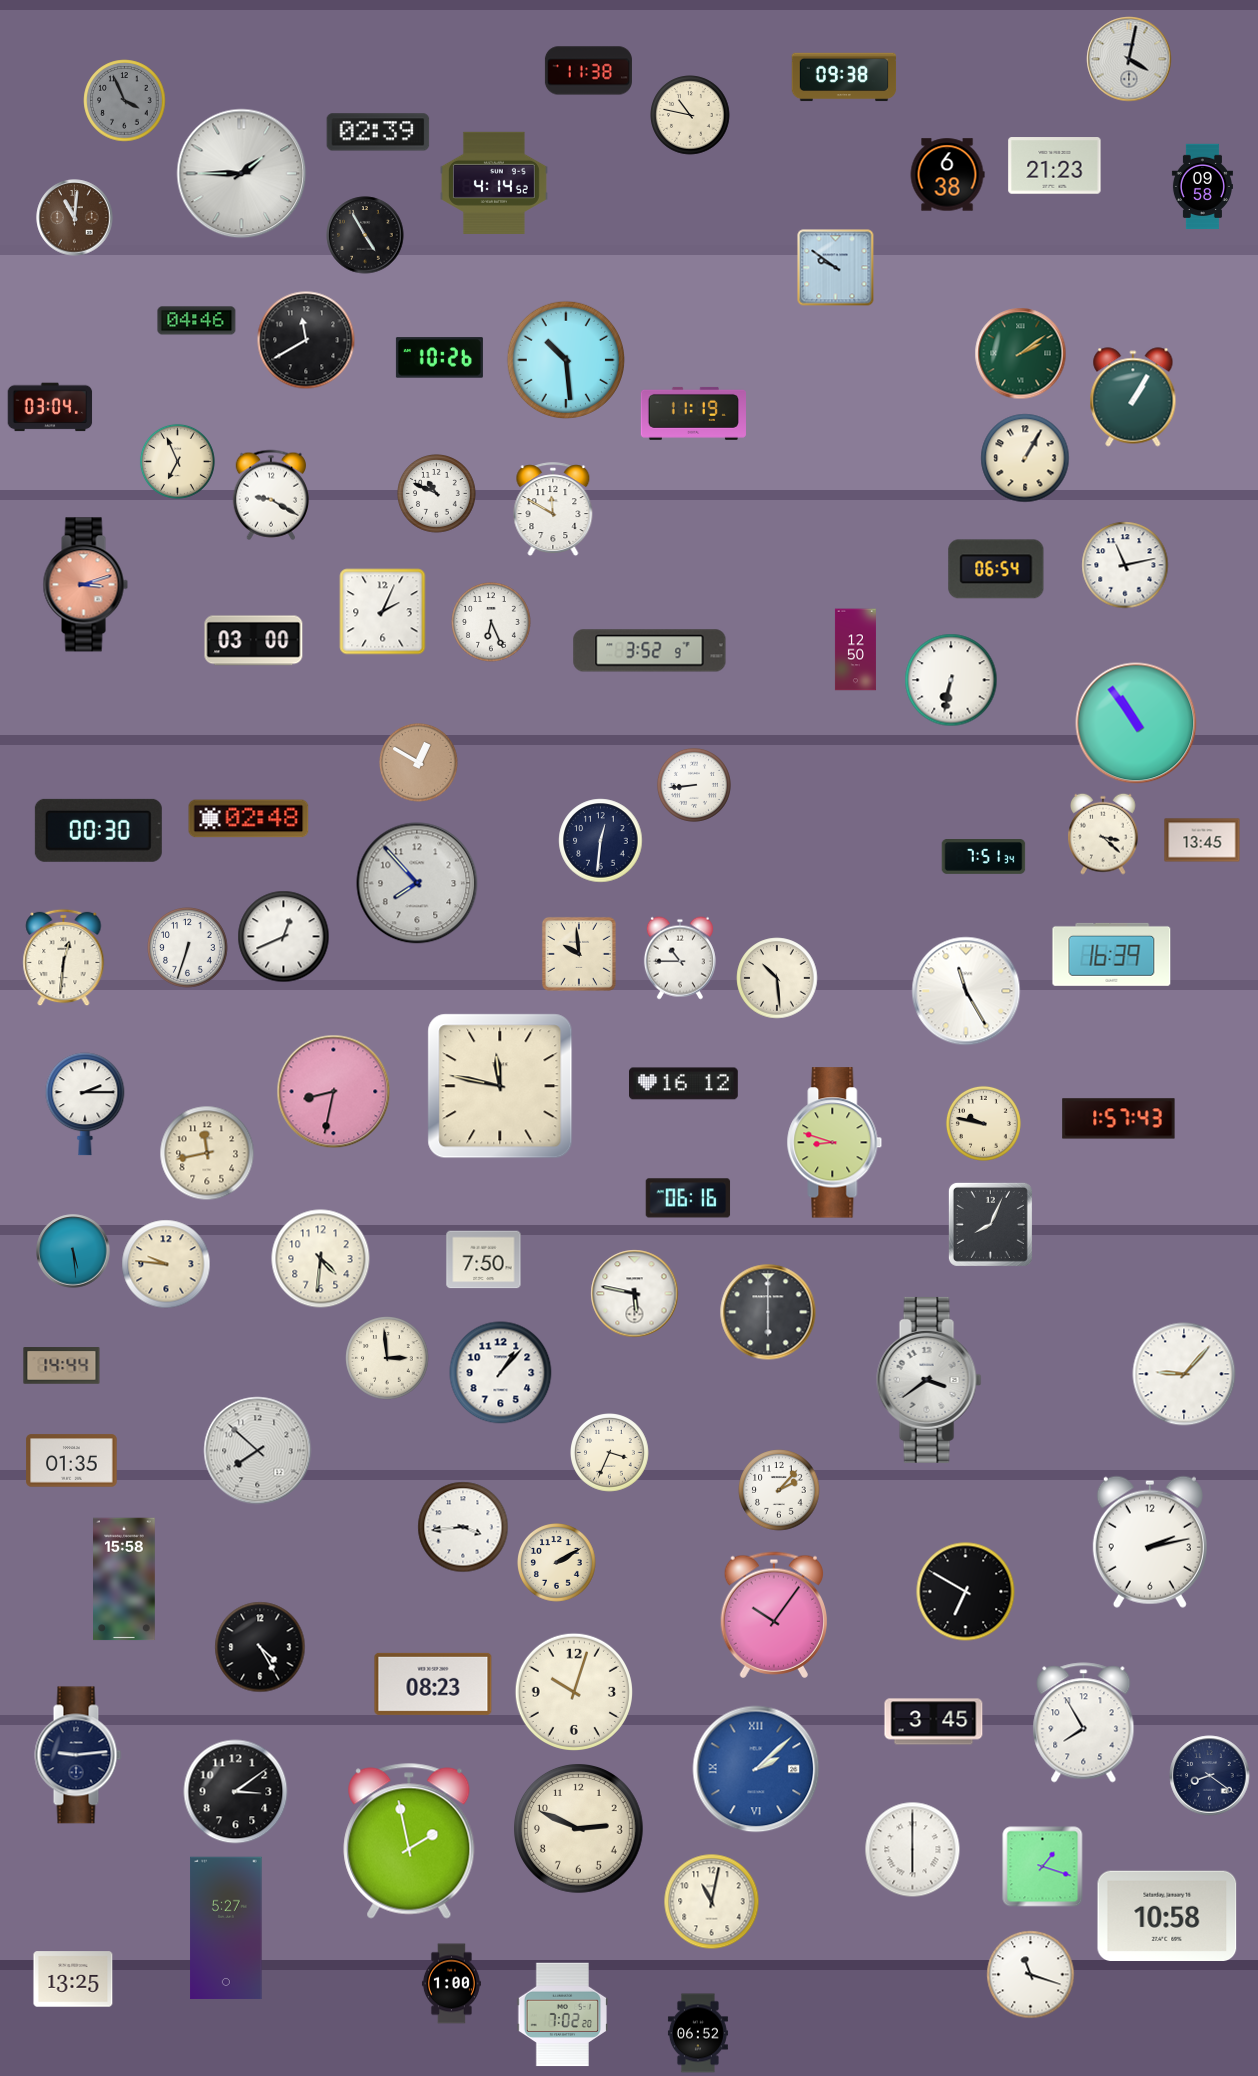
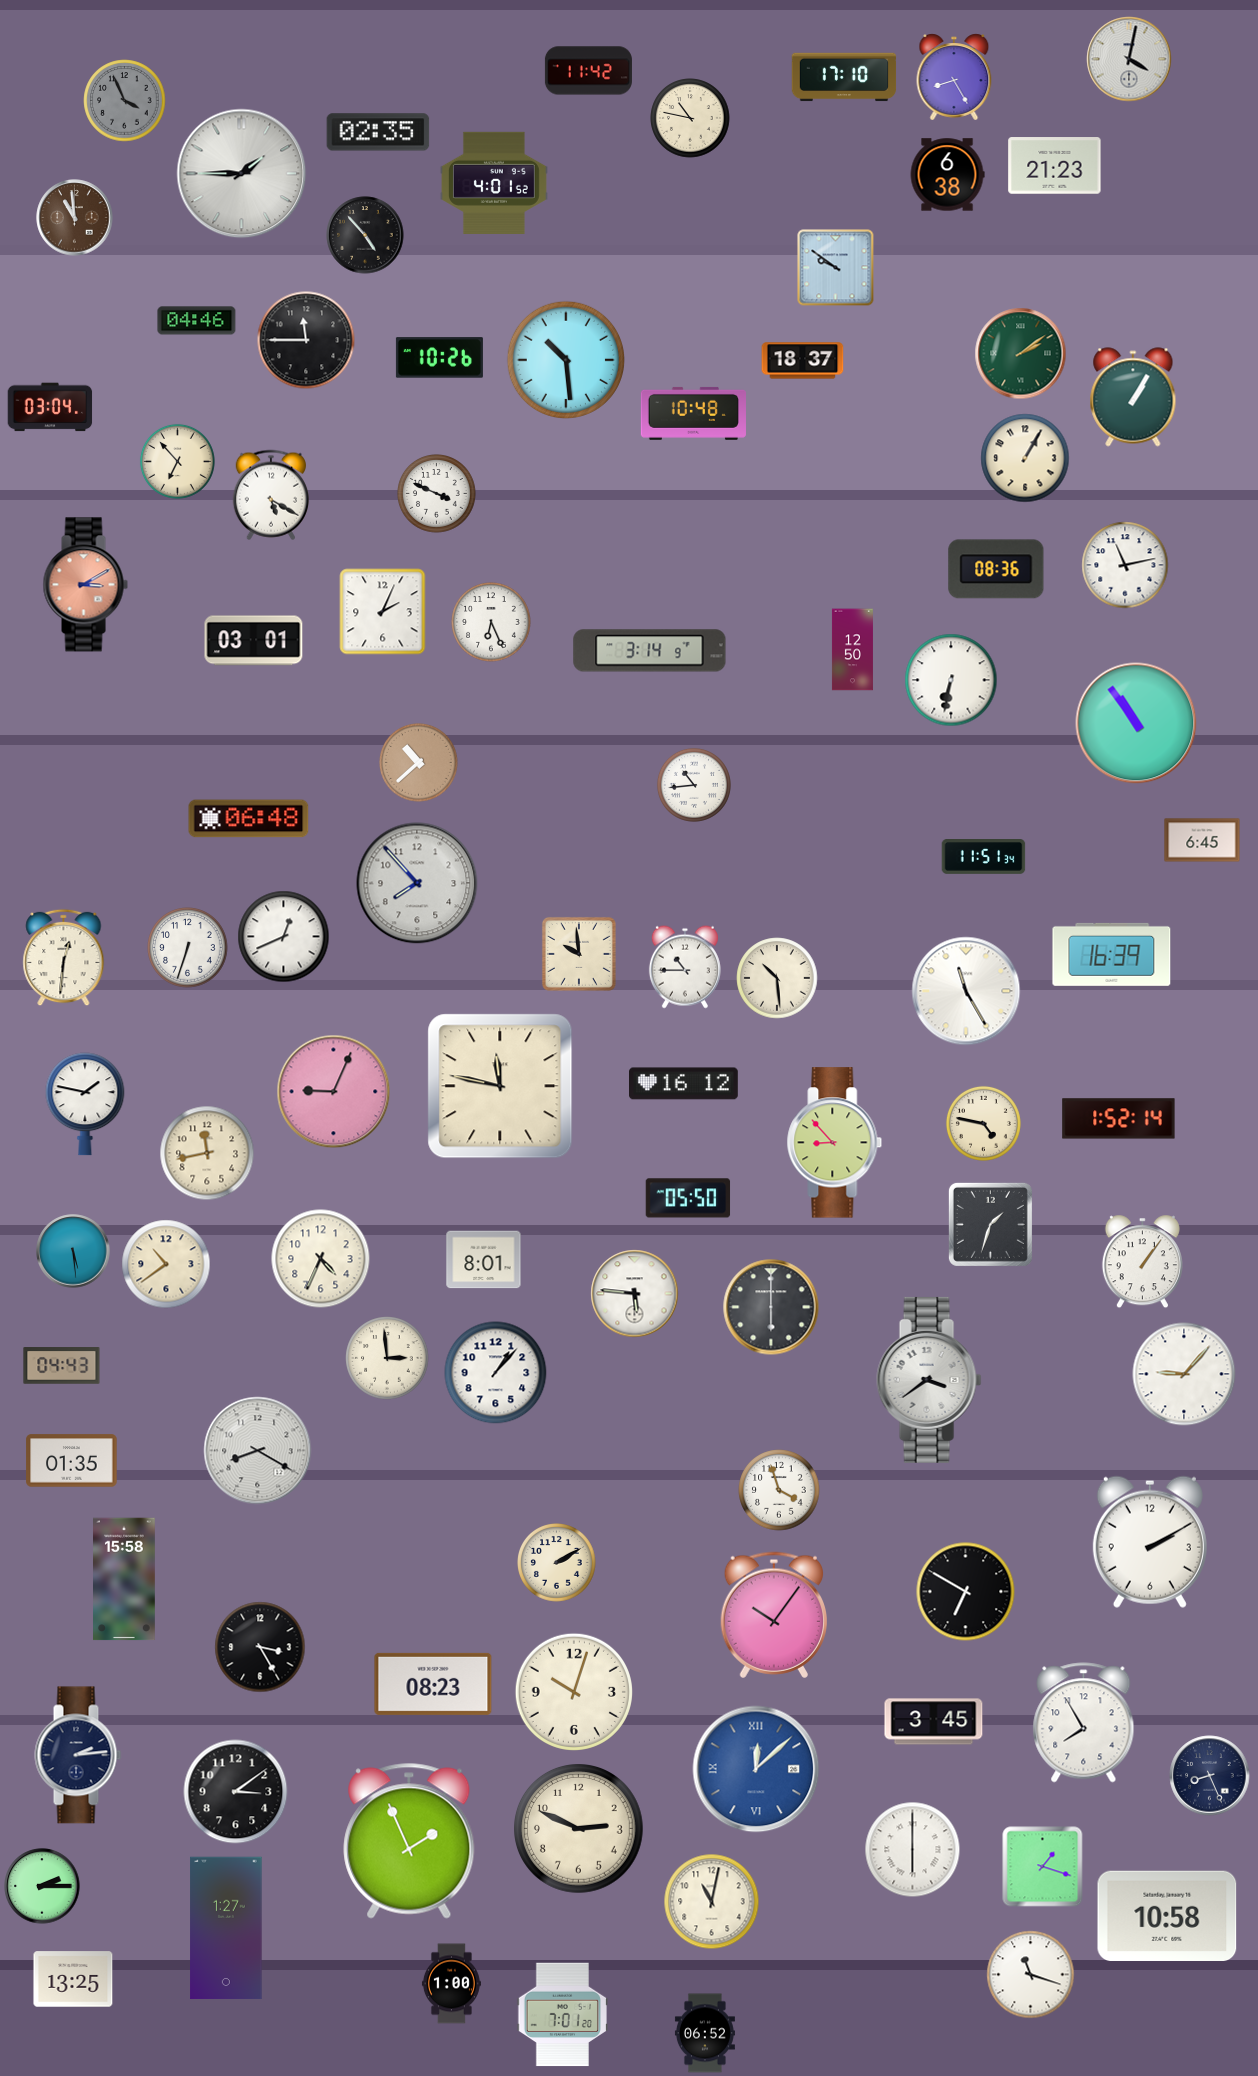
clock at (588, 71): 11:38 -> 11:42
clock at (844, 77): 09:38 -> 17:10
clock at (954, 77): none -> 8:25
clock at (690, 115) position: (690, 115) -> (690, 118)
clock at (378, 132): 02:39 -> 02:35
clock at (494, 183): 4:14 -> 4:01
clock at (1202, 187): 09:58 -> none
clock at (75, 218): 11:01 -> 10:59
clock at (365, 235): 4:55 -> 4:53
clock at (306, 340): 11:40 -> 11:45
clock at (803, 361): none -> 18:37
clock at (693, 413): 11:19 -> 10:48
clock at (177, 461): 6:56 -> 6:53
clock at (437, 494): 10:49 -> 3:49
clock at (270, 495): 9:20 -> 5:20
clock at (553, 510): 11:50 -> none
clock at (996, 569): 06:54 -> 08:36
clock at (85, 585): 3:12 -> 3:10
clock at (254, 641): 03:00 -> 03:01
clock at (855, 650) position: (855, 650) -> (852, 650)
clock at (650, 651): 3:52 -> 3:14
clock at (419, 763): 12:50 -> 10:38
clock at (694, 785): 8:44 -> 10:44
clock at (249, 819): 02:48 -> 06:48
clock at (98, 830): 00:30 -> none
clock at (1104, 834): 3:22 -> none
clock at (1202, 840): 13:45 -> 6:45
clock at (601, 841): 12:31 -> none
clock at (984, 857): 7:51 -> 11:51
clock at (680, 958) position: (680, 958) -> (685, 967)
clock at (334, 1092): 8:32 -> 9:04
clock at (85, 1104): 2:15 -> 1:47
clock at (1119, 1119): 1:57 -> 1:52
clock at (983, 1123): 9:47 -> 4:47
clock at (835, 1143): 8:48 -> 8:53
clock at (688, 1198): 06:16 -> 05:50
clock at (990, 1224): 8:04 -> 1:33
clock at (321, 1259): 4:31 -> 4:34
clock at (484, 1260): 7:50 -> 8:01
clock at (1142, 1262): none -> 1:06
clock at (166, 1264): 9:46 -> 10:39
clock at (635, 1294): 5:47 -> 5:46
clock at (768, 1312) position: (768, 1312) -> (771, 1307)
clock at (62, 1366): 14:44 -> 04:43
clock at (501, 1373) position: (501, 1373) -> (496, 1373)
clock at (258, 1451): 7:52 -> 8:20
clock at (610, 1453): 3:34 -> none
clock at (779, 1490): 2:07 -> 3:57
clock at (463, 1527): 3:44 -> none
clock at (1150, 1542): 2:13 -> 2:10
clock at (260, 1647): 4:25 -> 3:25
clock at (78, 1755): 9:14 -> 2:14
clock at (756, 1769): 2:08 -> 12:08
clock at (1210, 1776): 8:21 -> 8:26
clock at (409, 1841): 1:58 -> 1:56
clock at (42, 1886): none -> 2:15
clock at (226, 1928): 5:27 -> 1:27
clock at (562, 2015): 7:02 -> 7:01
clock at (698, 2033) position: (698, 2033) -> (705, 2033)
